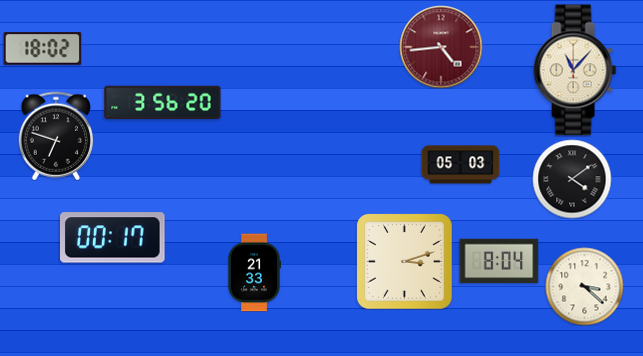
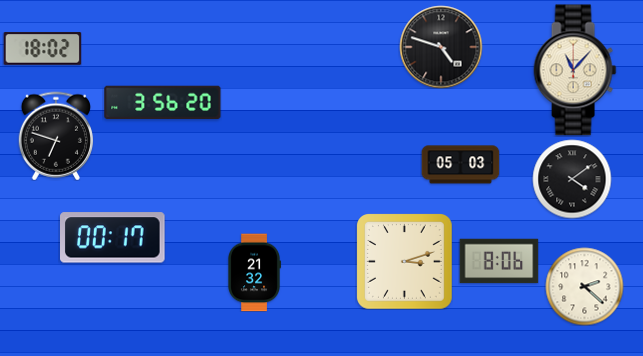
clock at (441, 47): 4:44 -> 4:48
clock at (441, 47) dial: burgundy -> black
clock at (499, 261): 8:04 -> 8:06
clock at (255, 273): 21:33 -> 21:32
clock at (584, 286): 3:22 -> 2:22
